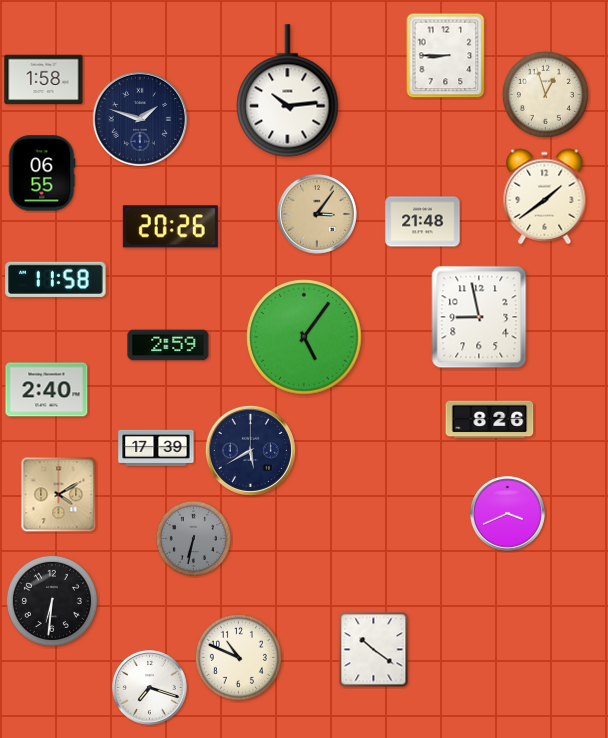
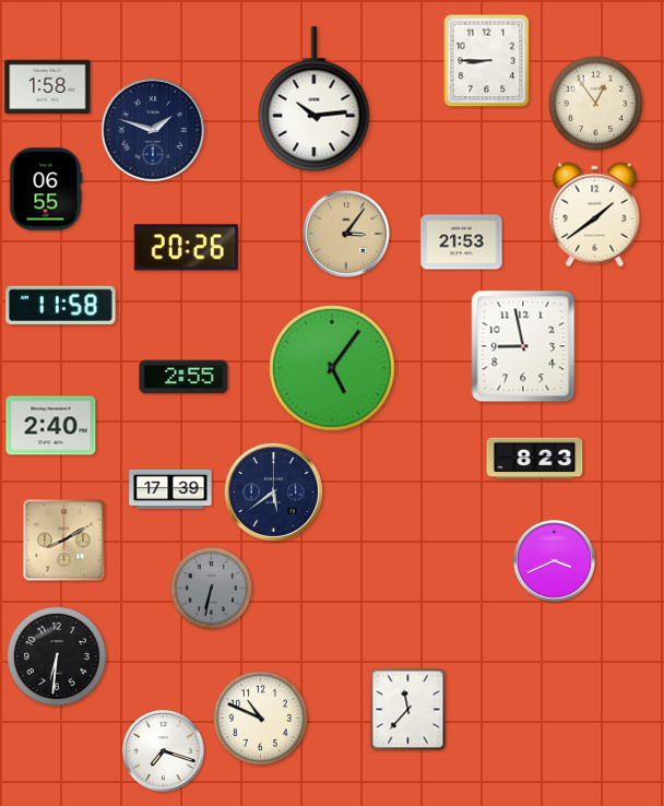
clock at (545, 94): 12:57 -> 12:54
clock at (423, 222): 21:48 -> 21:53
clock at (168, 345): 2:59 -> 2:55
clock at (490, 420): 8:26 -> 8:23
clock at (250, 450): 5:40 -> 5:39
clock at (59, 495): 4:10 -> 8:10
clock at (374, 650): 10:21 -> 11:37
